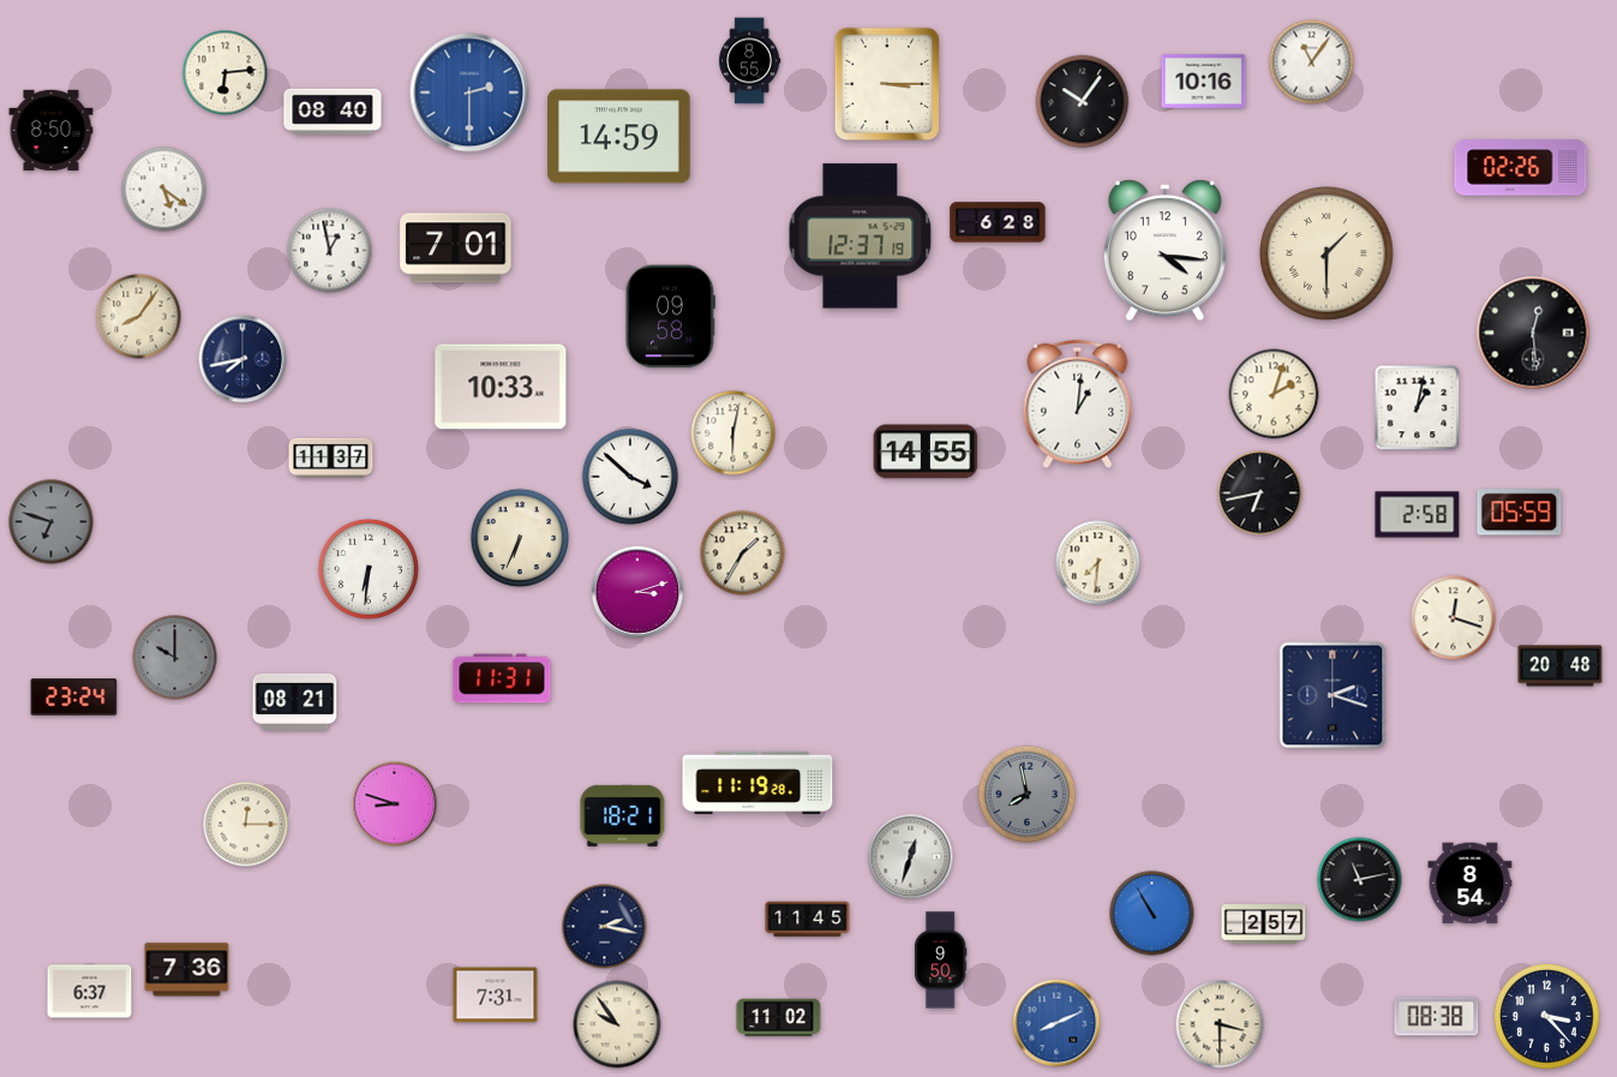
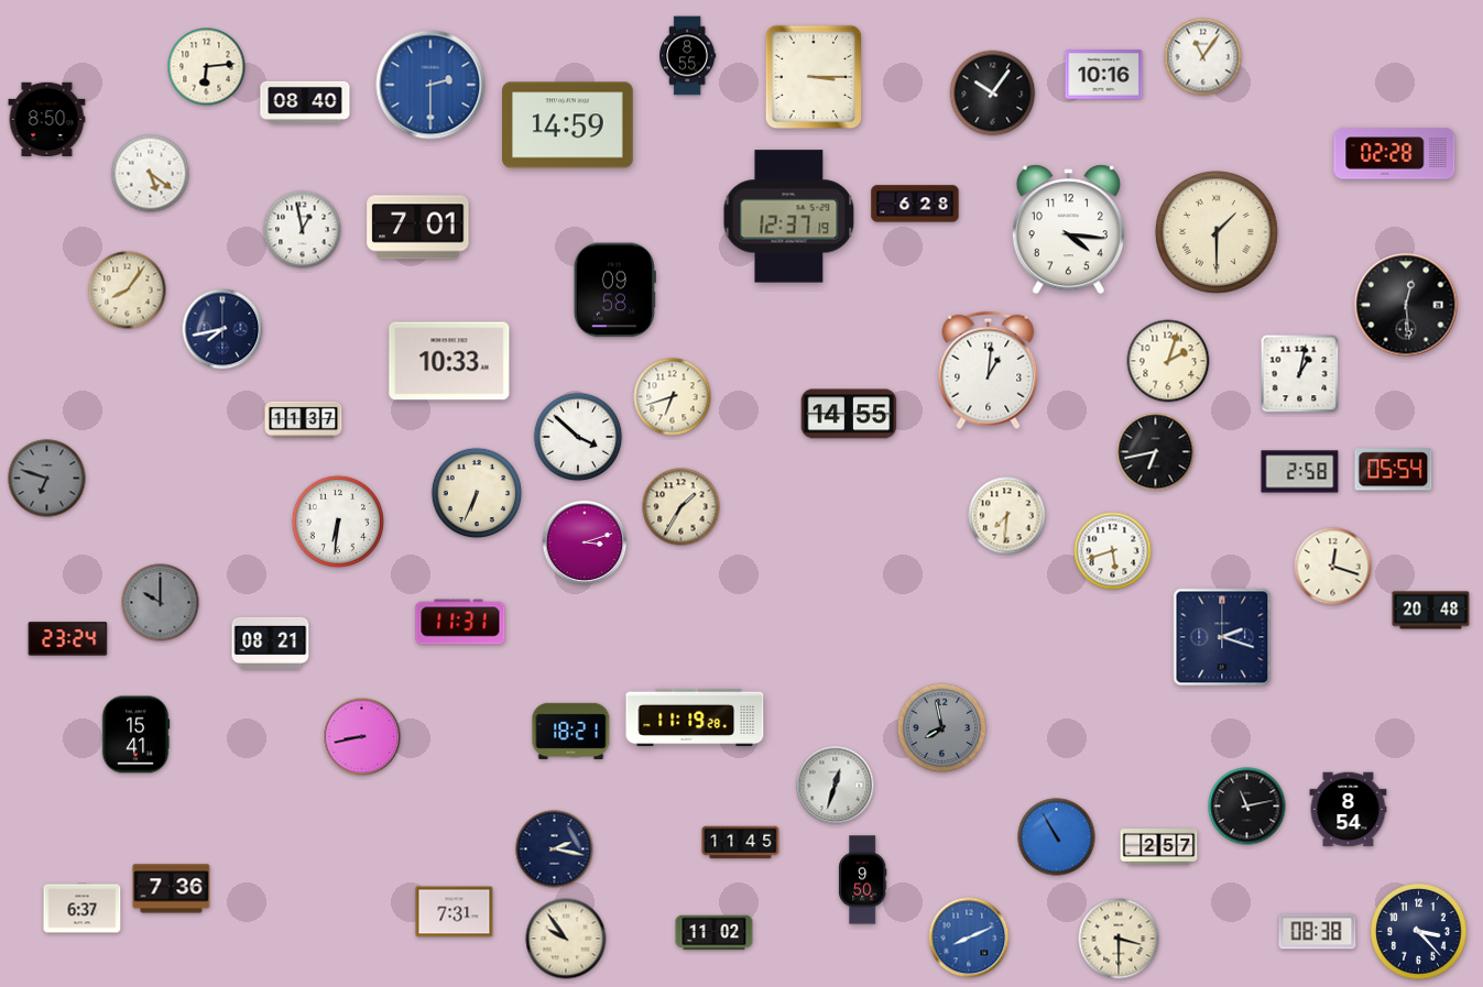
clock at (1521, 168): 02:26 -> 02:28
clock at (501, 387) position: (501, 387) -> (449, 361)
clock at (733, 433): 6:02 -> 6:42
clock at (1520, 513): 05:59 -> 05:54
clock at (1113, 551): none -> 5:42
clock at (135, 735): none -> 15:41
clock at (395, 804): 8:48 -> 8:43
clock at (623, 815) position: (623, 815) -> (571, 731)
clock at (246, 825): 12:15 -> none
